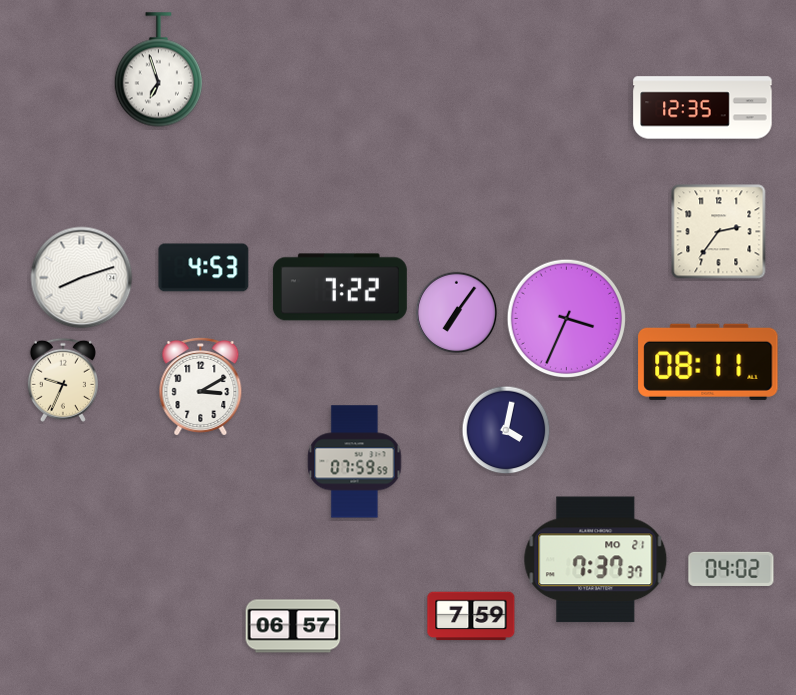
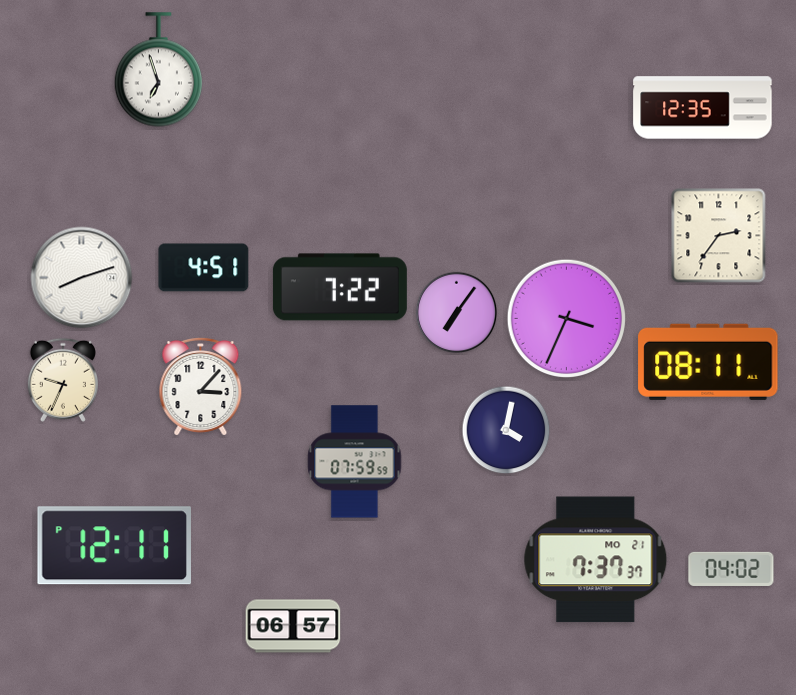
clock at (719, 232) position: (719, 232) -> (719, 236)
clock at (204, 268): 4:53 -> 4:51
clock at (201, 386): 3:10 -> 3:07
clock at (114, 546): none -> 12:11
clock at (471, 616): 7:59 -> none
